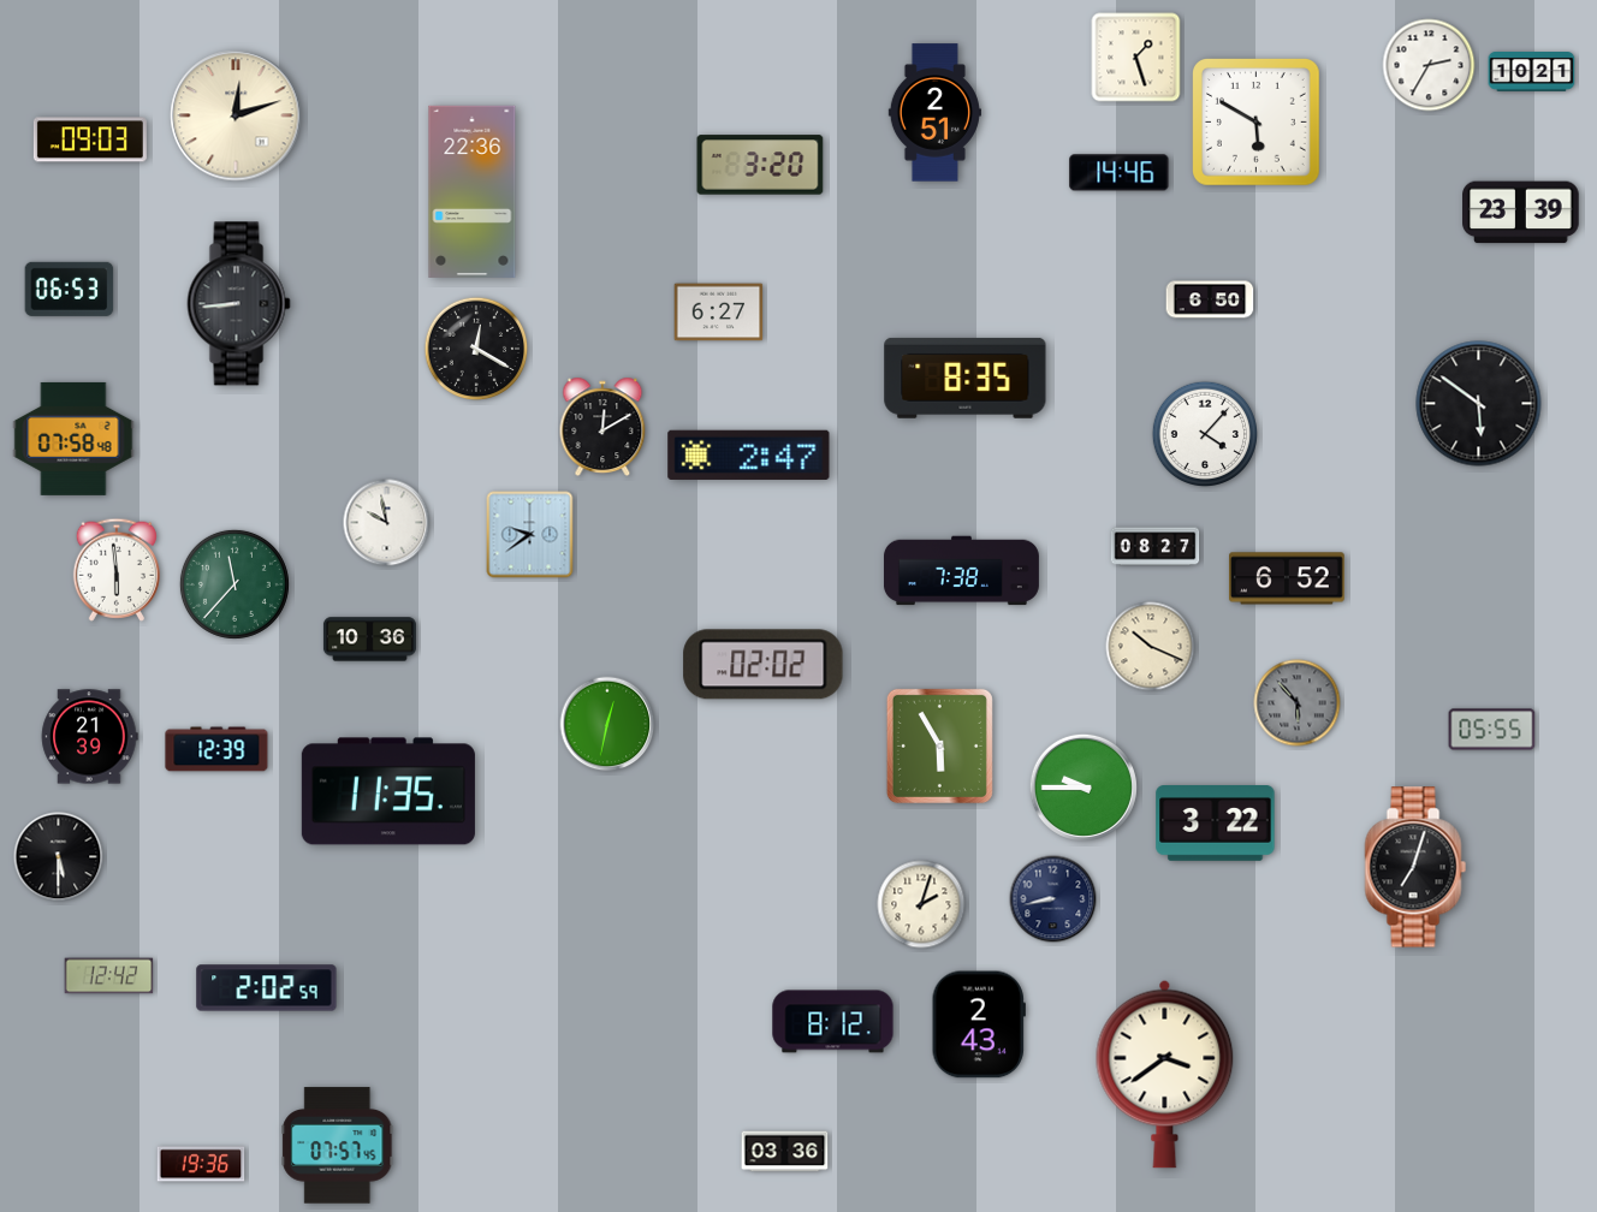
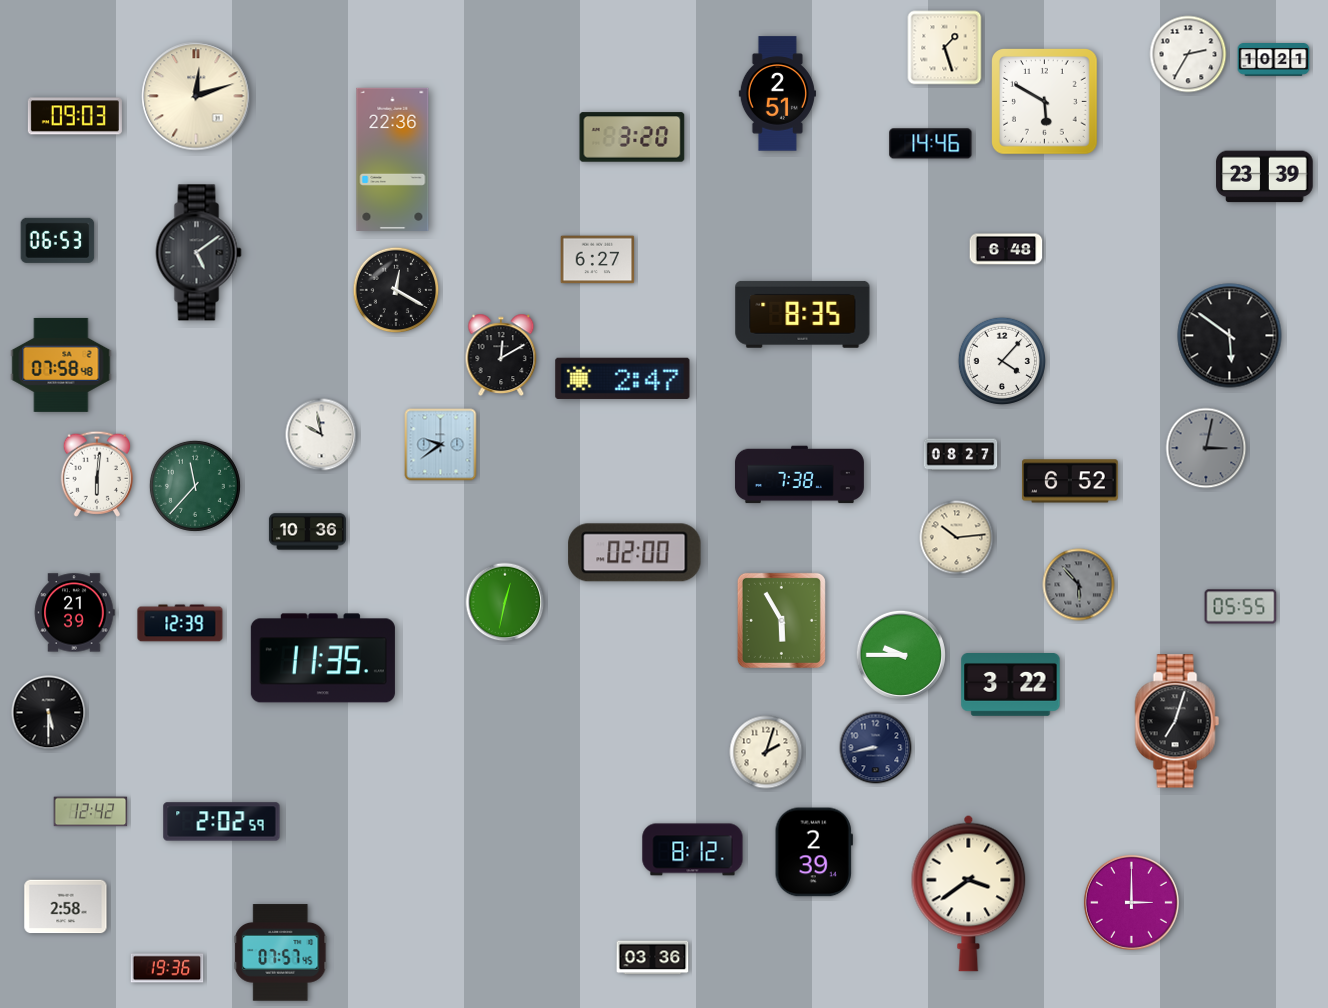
clock at (1210, 299): 6:50 -> 6:48
clock at (239, 304): 8:44 -> 5:09
clock at (1206, 448): none -> 3:02
clock at (115, 570): 5:59 -> 6:01
clock at (1151, 647): 10:19 -> 10:14
clock at (764, 665): 02:02 -> 02:00
clock at (979, 1024): 2:43 -> 2:39
clock at (1131, 902): none -> 3:00
clock at (66, 907): none -> 2:58
